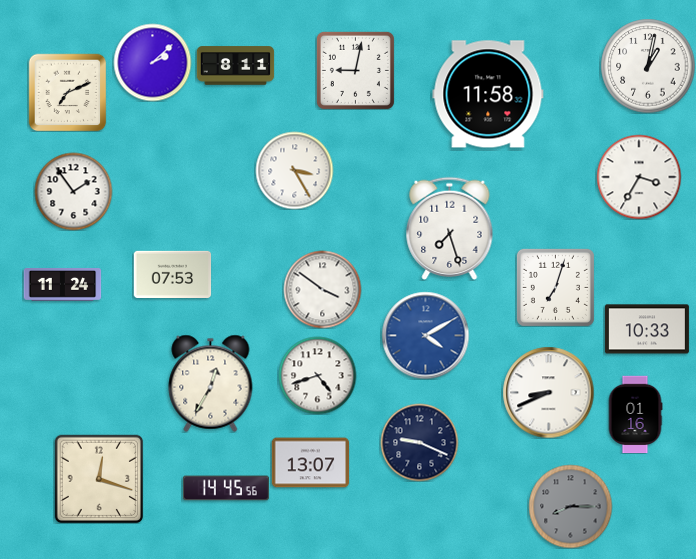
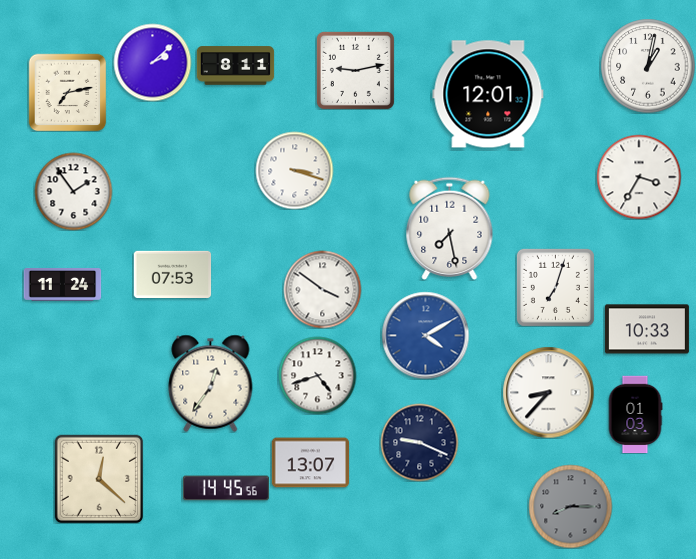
clock at (355, 70): 9:02 -> 9:13
clock at (67, 92): 7:11 -> 7:13
clock at (488, 94): 11:58 -> 12:01
clock at (294, 170): 3:25 -> 3:18
clock at (450, 228): 7:27 -> 7:28
clock at (211, 383): 12:35 -> 12:36
clock at (548, 392): 8:41 -> 8:37
clock at (635, 414): 01:16 -> 01:03
clock at (99, 479): 12:18 -> 12:22
